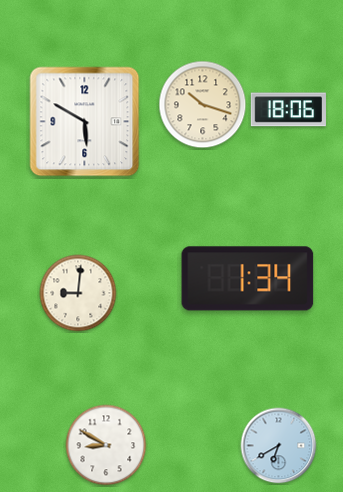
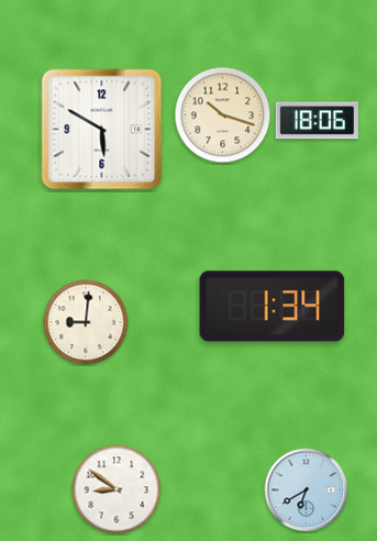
clock at (85, 122) position: (85, 122) -> (102, 130)
clock at (106, 445): 8:50 -> 8:51
